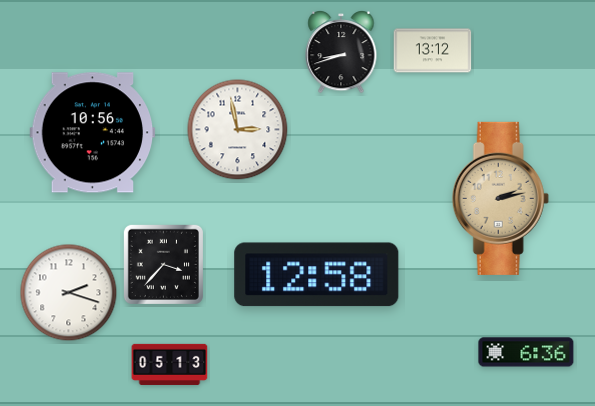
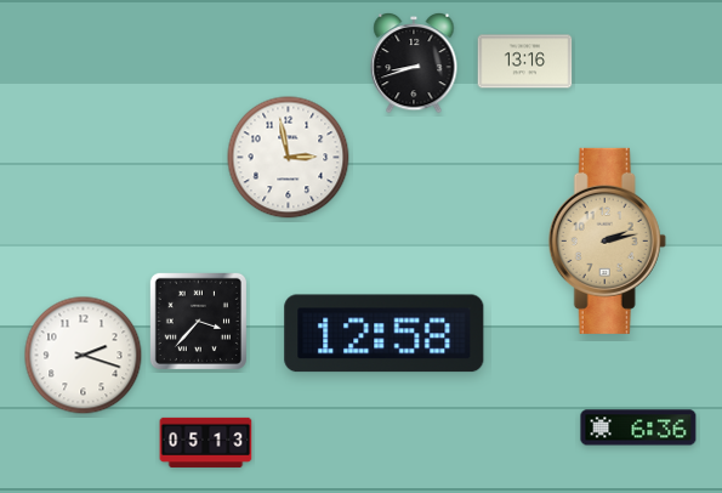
clock at (433, 51): 13:12 -> 13:16
clock at (93, 133): 10:56 -> none
